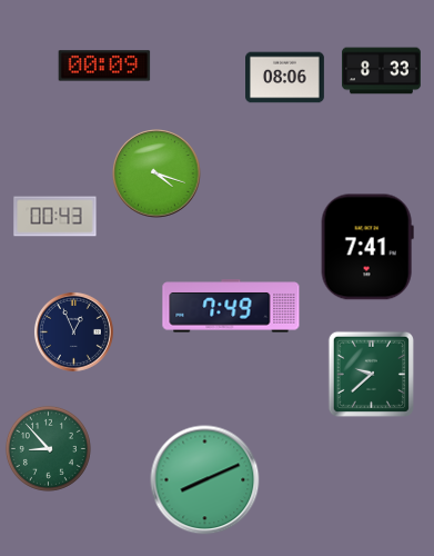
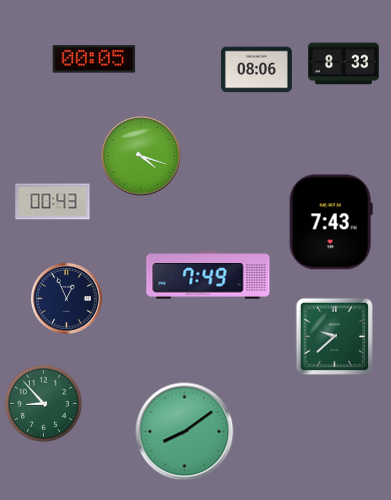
clock at (104, 66): 00:09 -> 00:05
clock at (55, 217) position: (55, 217) -> (53, 202)
clock at (367, 247): 7:41 -> 7:43
clock at (205, 480): 8:11 -> 8:09
